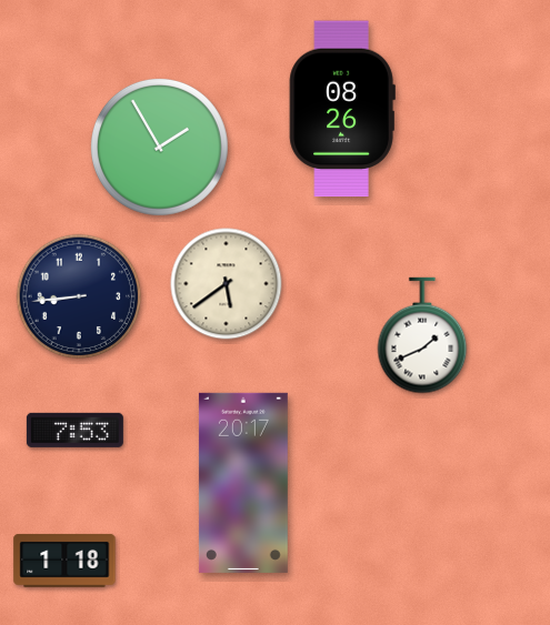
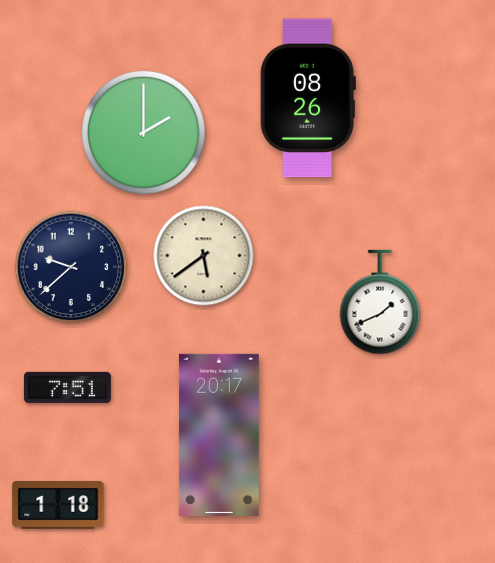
clock at (159, 147): 1:55 -> 2:00
clock at (79, 296): 8:44 -> 9:38
clock at (74, 430): 7:53 -> 7:51
